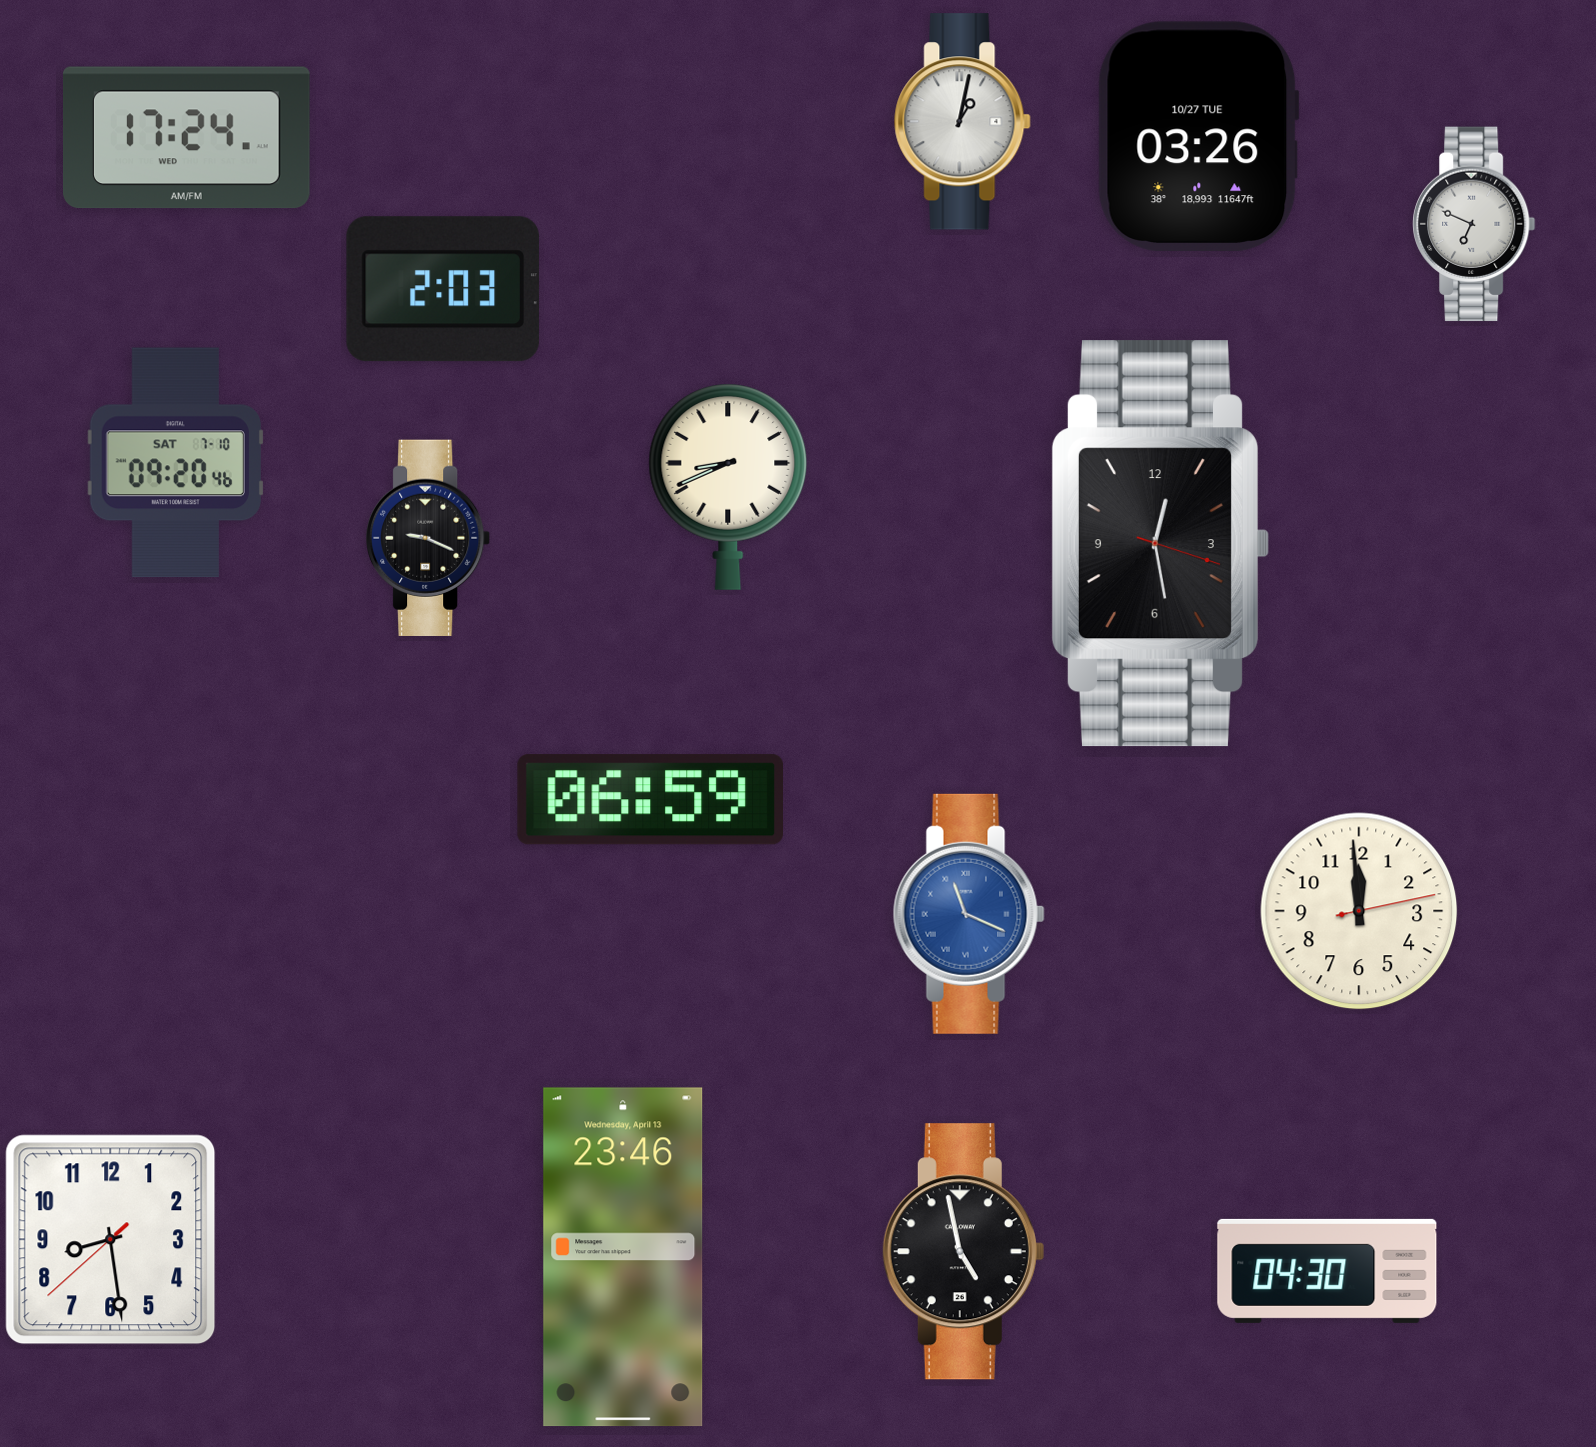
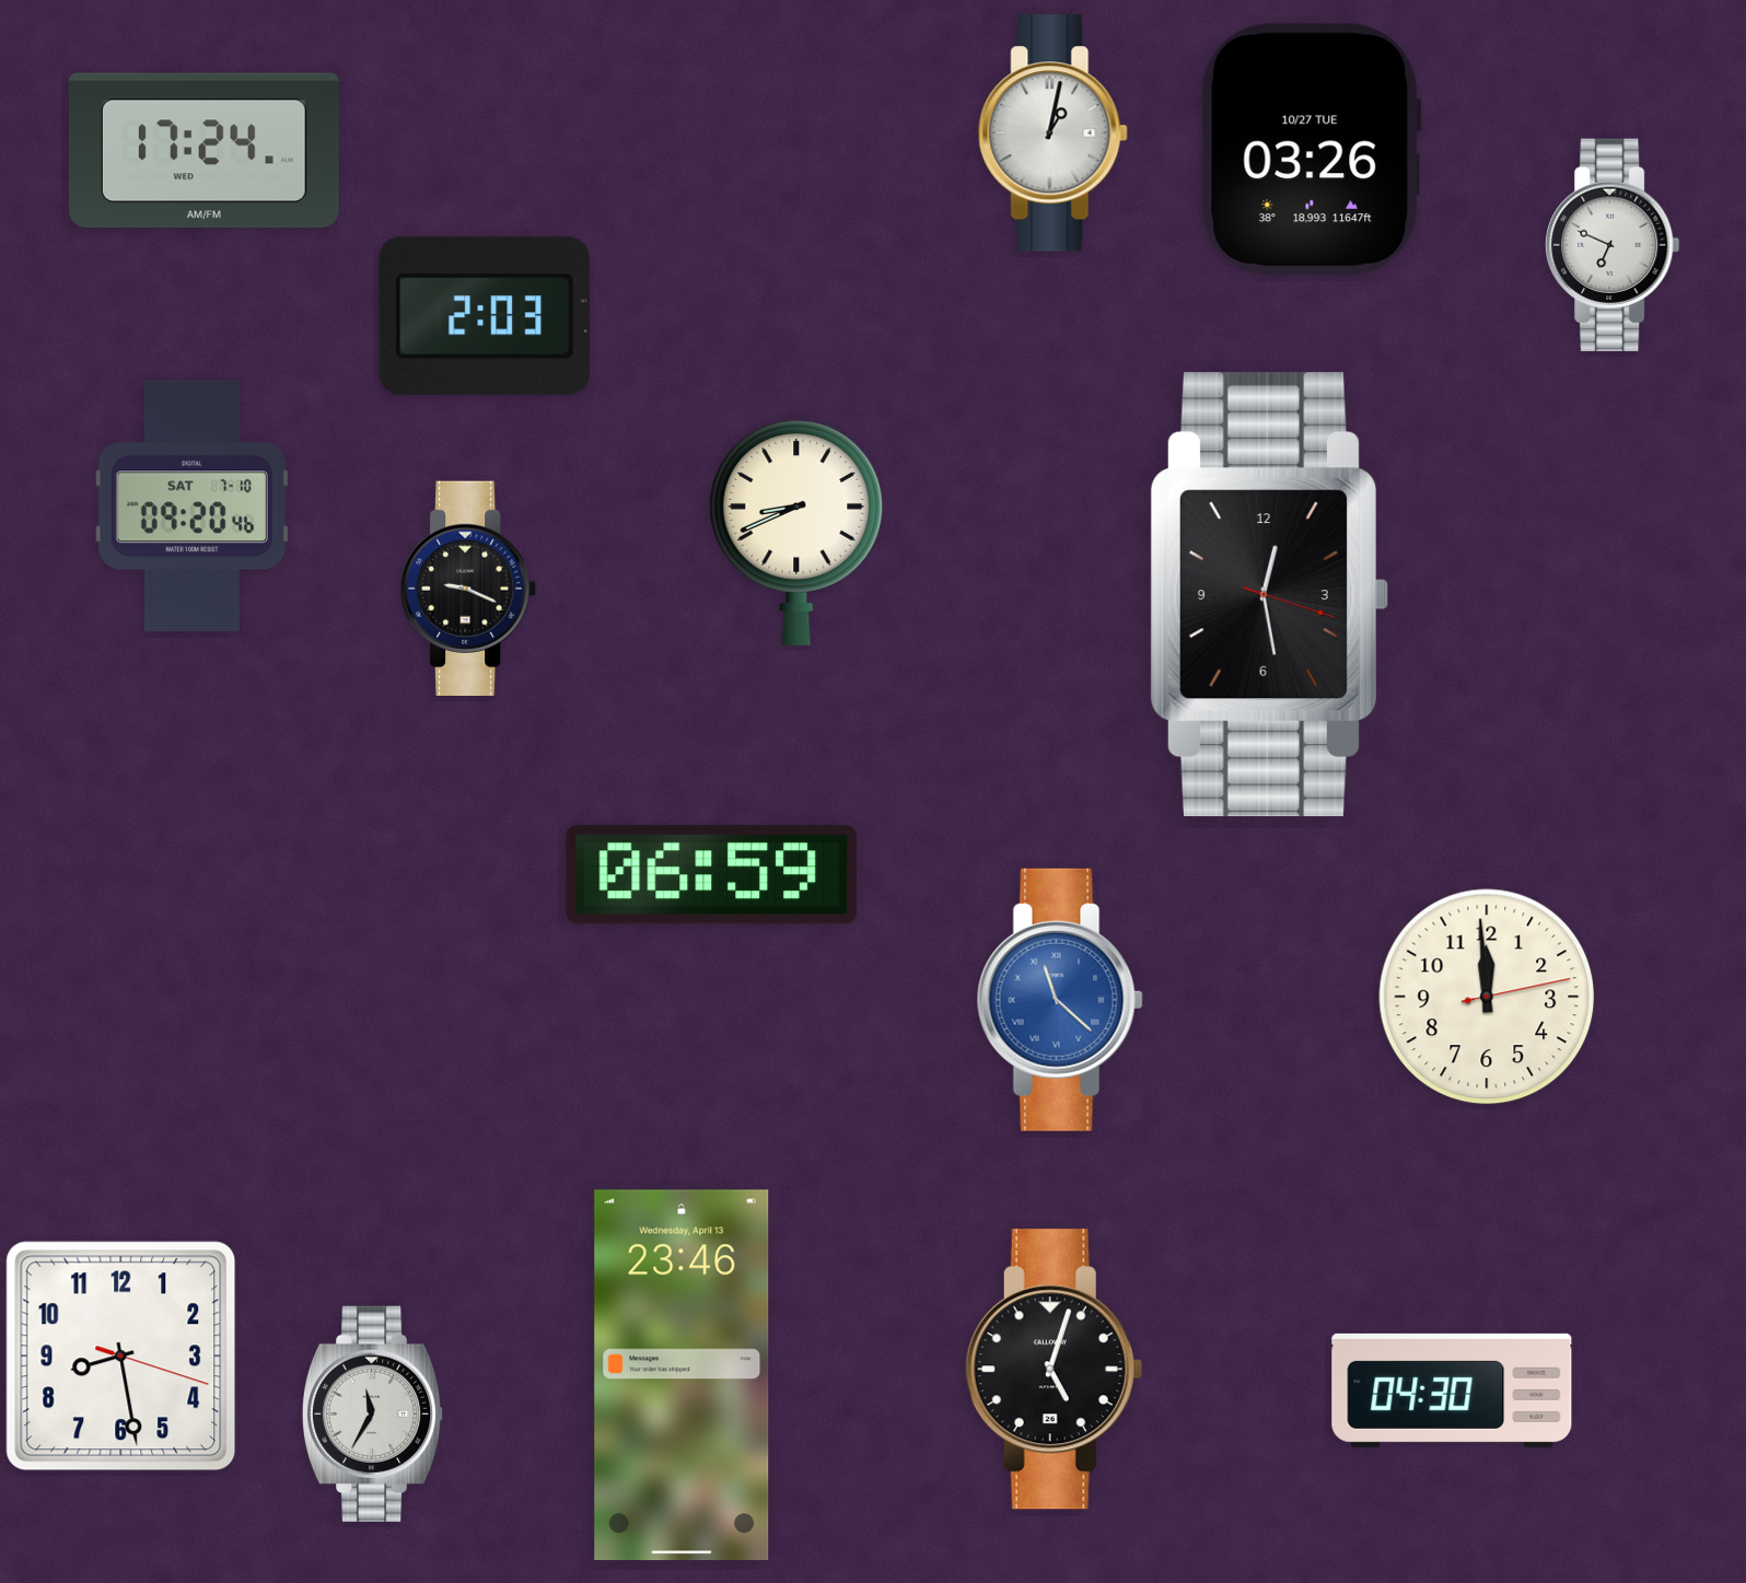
clock at (969, 914): 11:19 -> 11:22
clock at (111, 1240): 8:28:38 -> 8:28:18
clock at (963, 1252): 4:58 -> 5:03
clock at (373, 1413): none -> 11:35
